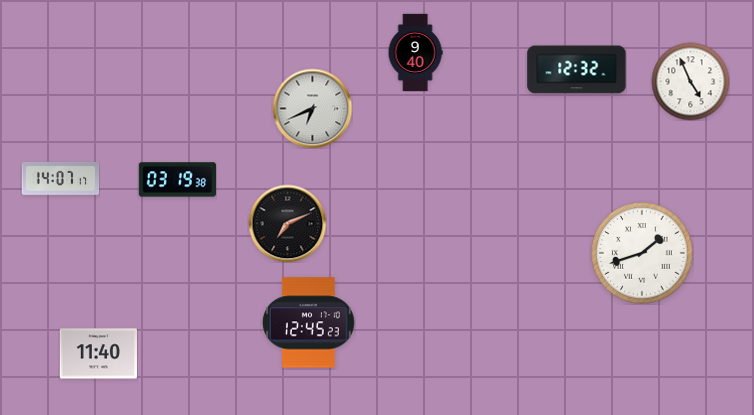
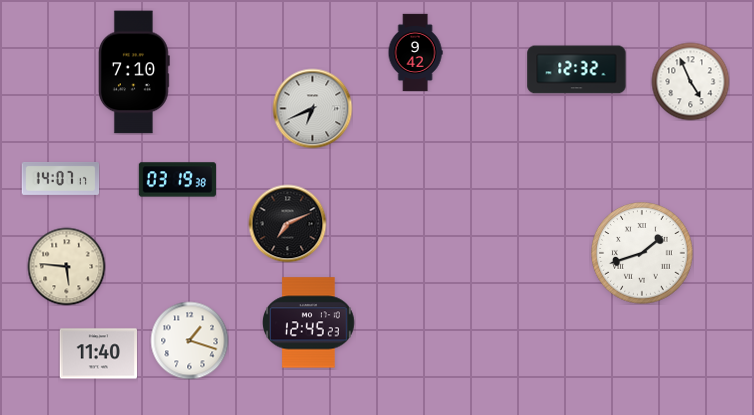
clock at (415, 52): 9:40 -> 9:42
clock at (134, 72): none -> 7:10
clock at (66, 266): none -> 5:46
clock at (189, 340): none -> 1:18
